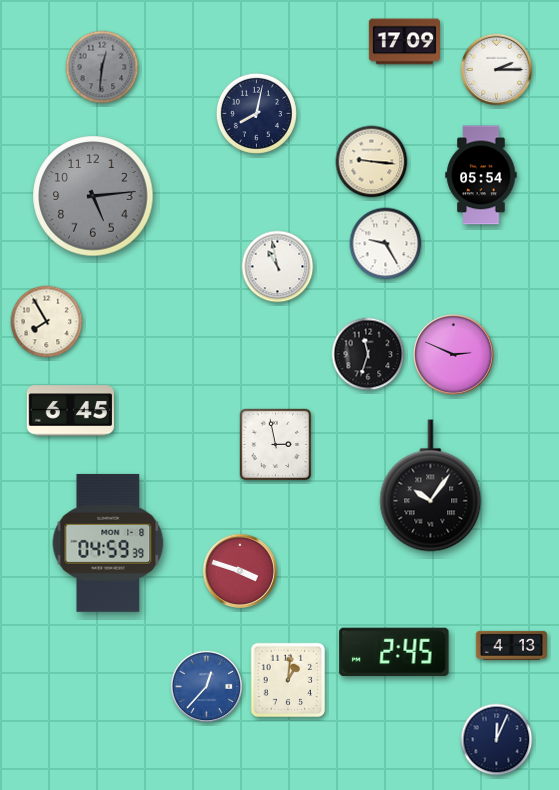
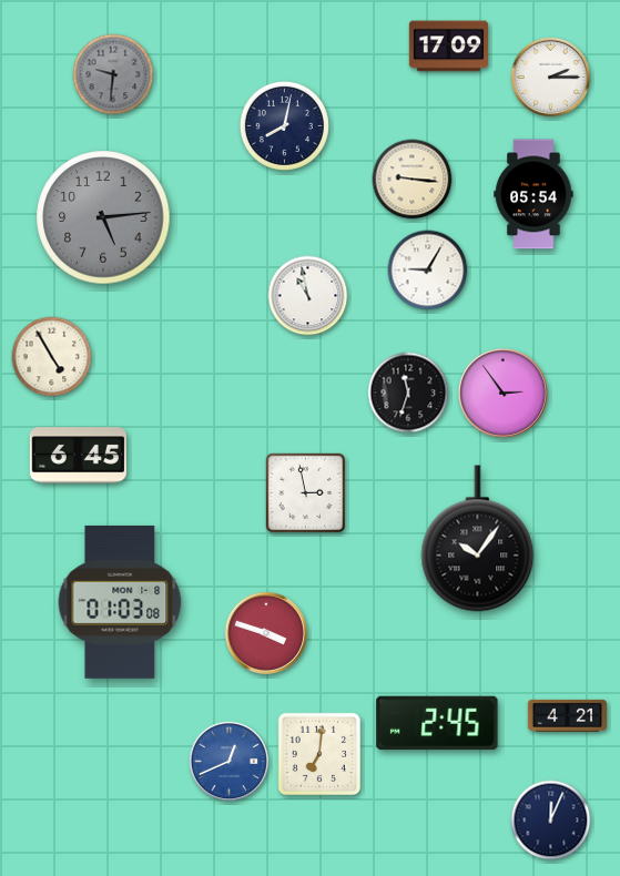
clock at (102, 67): 12:31 -> 9:31
clock at (386, 244): 9:25 -> 9:05
clock at (47, 322): 7:55 -> 4:55
clock at (454, 355): 2:49 -> 2:54
clock at (108, 543): 04:59 -> 01:03
clock at (511, 645): 4:13 -> 4:21
clock at (288, 680): 1:01 -> 7:01
clock at (206, 686): 12:37 -> 12:41
